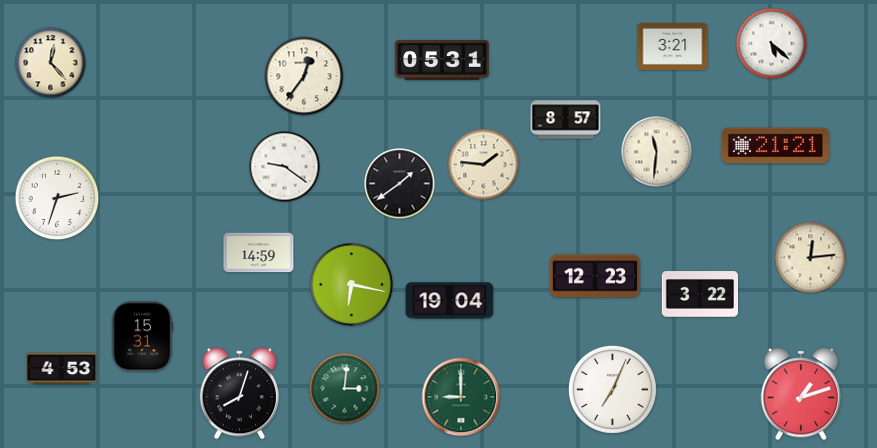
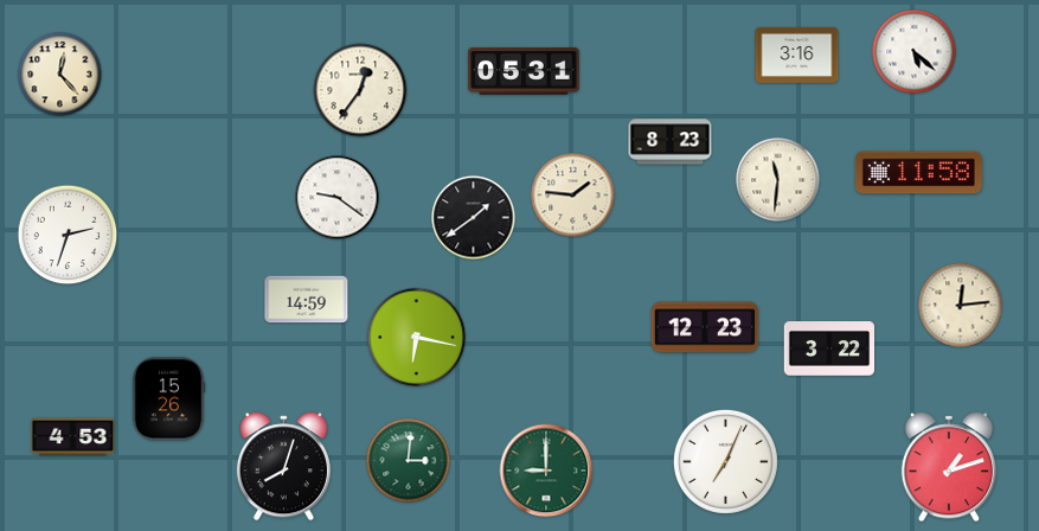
clock at (673, 46): 3:21 -> 3:16
clock at (566, 120): 8:57 -> 8:23
clock at (775, 146): 21:21 -> 11:58
clock at (450, 301): 19:04 -> none
clock at (142, 337): 15:31 -> 15:26
